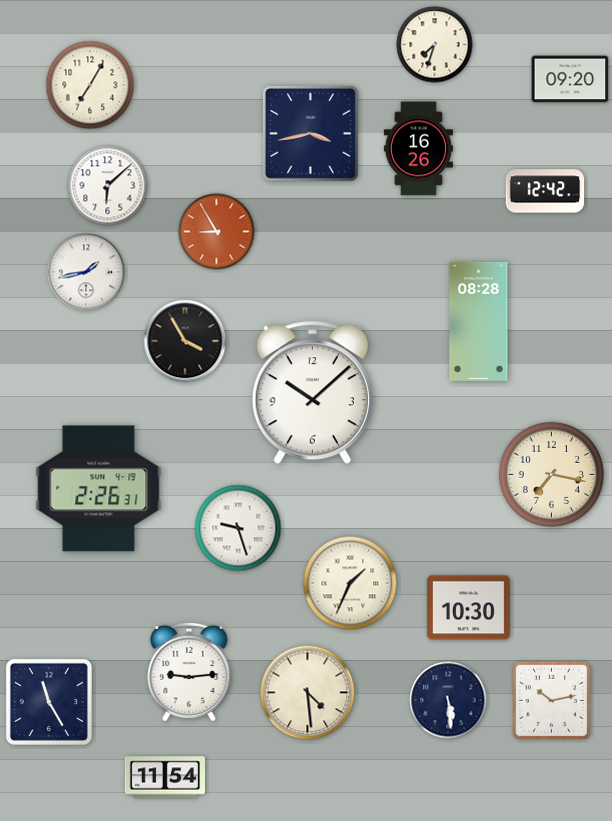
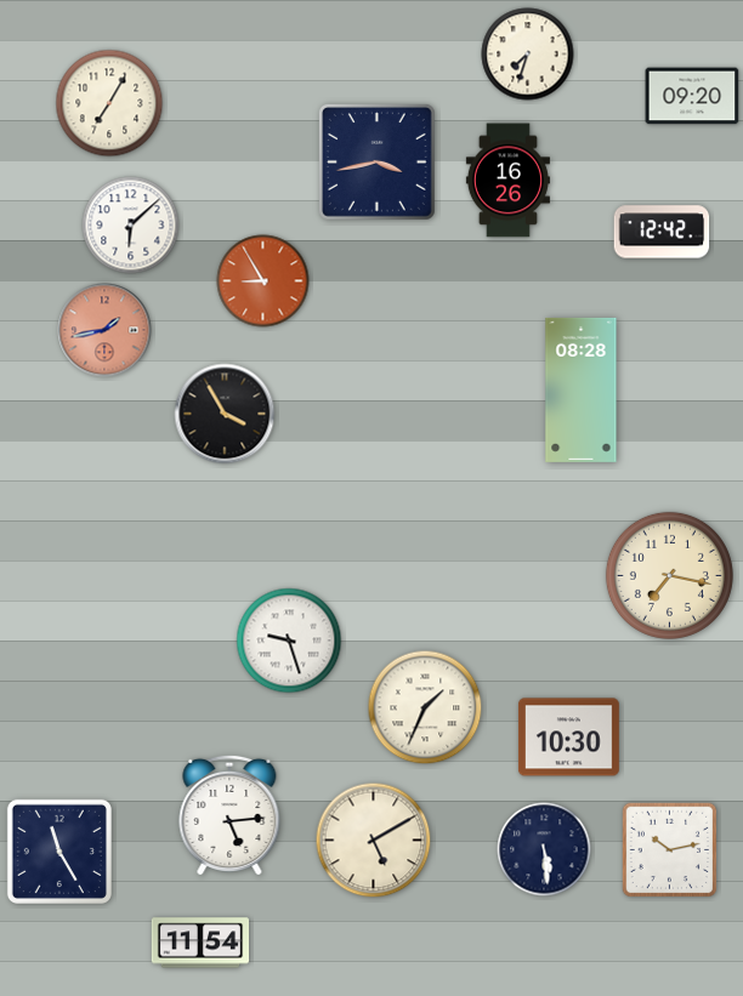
clock at (86, 272) dial: white -> salmon
clock at (312, 393): 10:08 -> none
clock at (99, 489): 2:26 -> none
clock at (189, 672): 9:14 -> 5:14
clock at (308, 693): 4:29 -> 5:10
